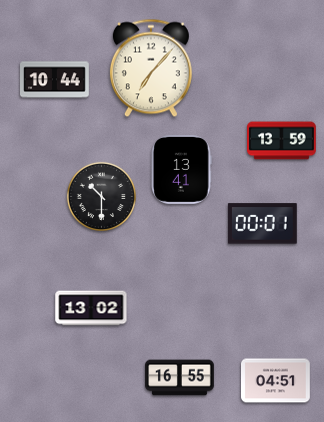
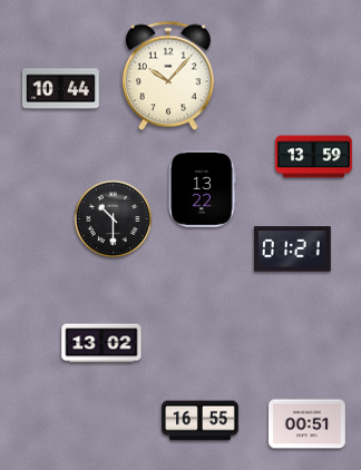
clock at (151, 68): 7:07 -> 10:07
clock at (181, 169): 13:41 -> 13:22
clock at (262, 224): 00:01 -> 01:21
clock at (276, 381): 04:51 -> 00:51
